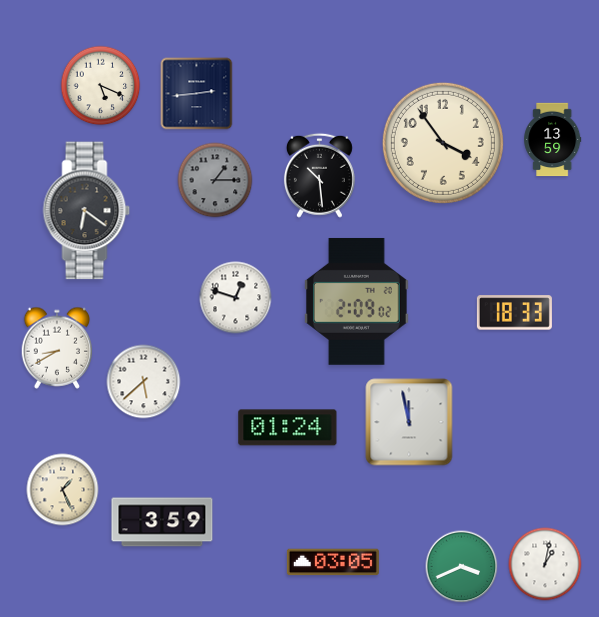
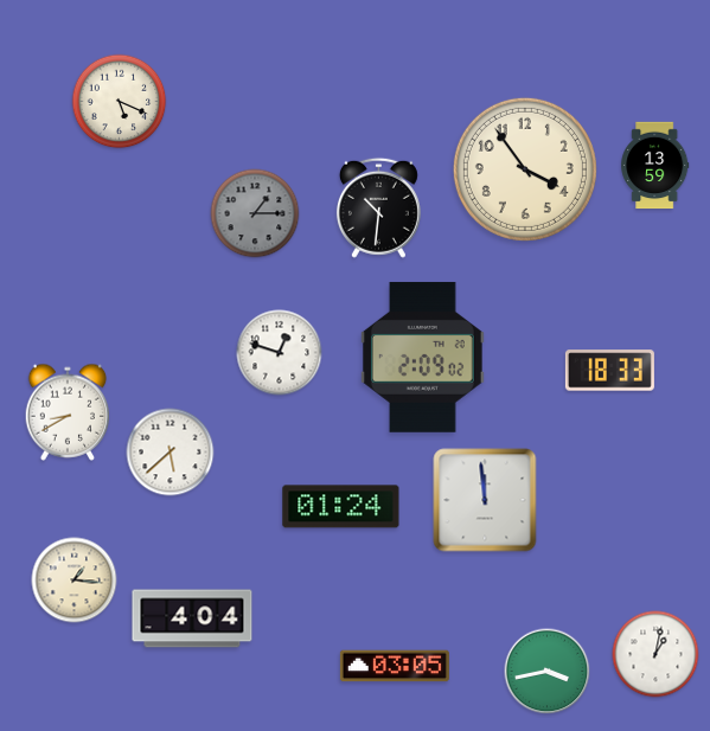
clock at (197, 94): 2:44 -> none
clock at (319, 175): 10:29 -> 10:31
clock at (87, 211): 6:21 -> none
clock at (409, 422): 11:58 -> 11:59
clock at (63, 490): 1:26 -> 1:16
clock at (162, 522): 3:59 -> 4:04
clock at (545, 564) position: (545, 564) -> (655, 654)
clock at (462, 567): 3:41 -> 3:43
